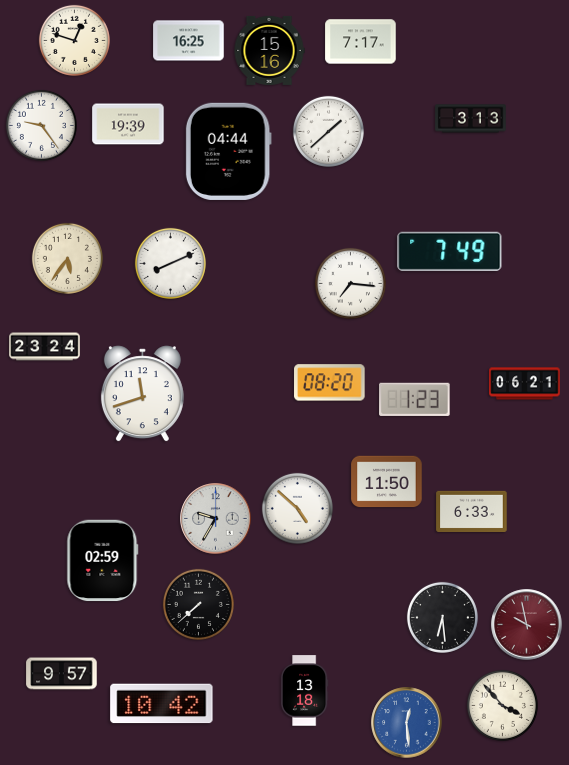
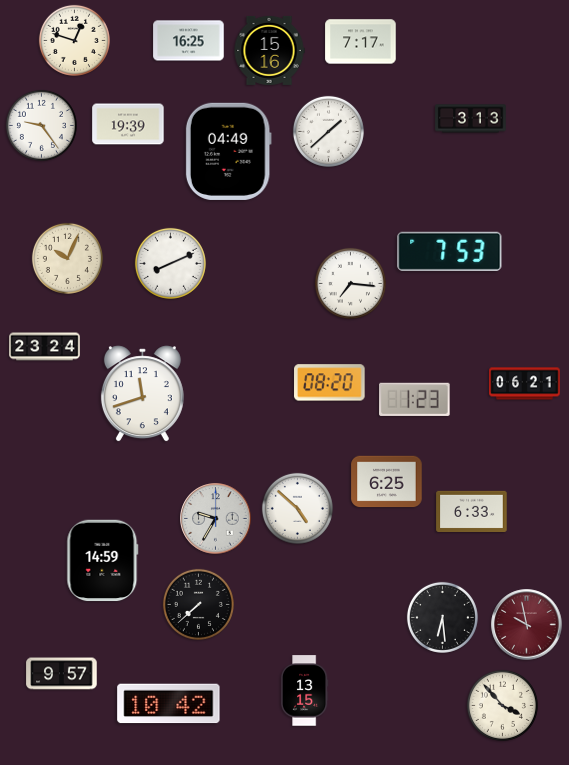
clock at (228, 151): 04:44 -> 04:49
clock at (450, 251): 7:49 -> 7:53
clock at (67, 258): 5:36 -> 10:04
clock at (387, 482): 11:50 -> 6:25
clock at (103, 561): 02:59 -> 14:59
clock at (304, 691): 13:18 -> 13:15
clock at (162, 704) position: (162, 704) -> (169, 704)
clock at (407, 723): 12:29 -> none
